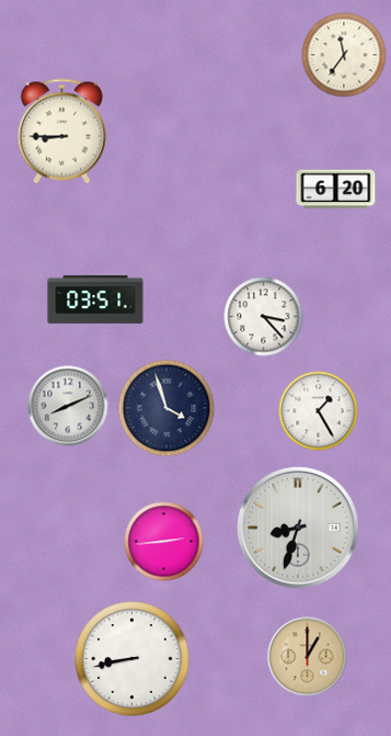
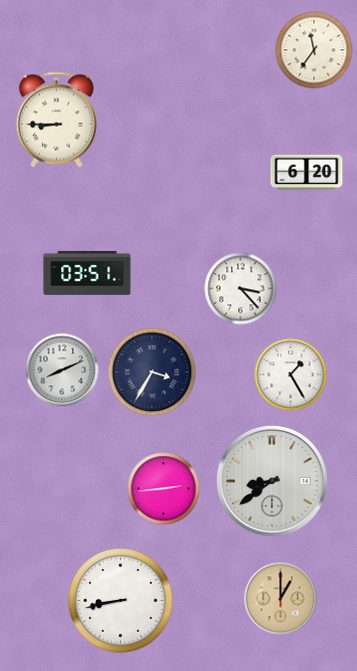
clock at (166, 408): 3:57 -> 3:35
clock at (298, 528): 8:33 -> 8:39
clock at (164, 542) position: (164, 542) -> (164, 489)
